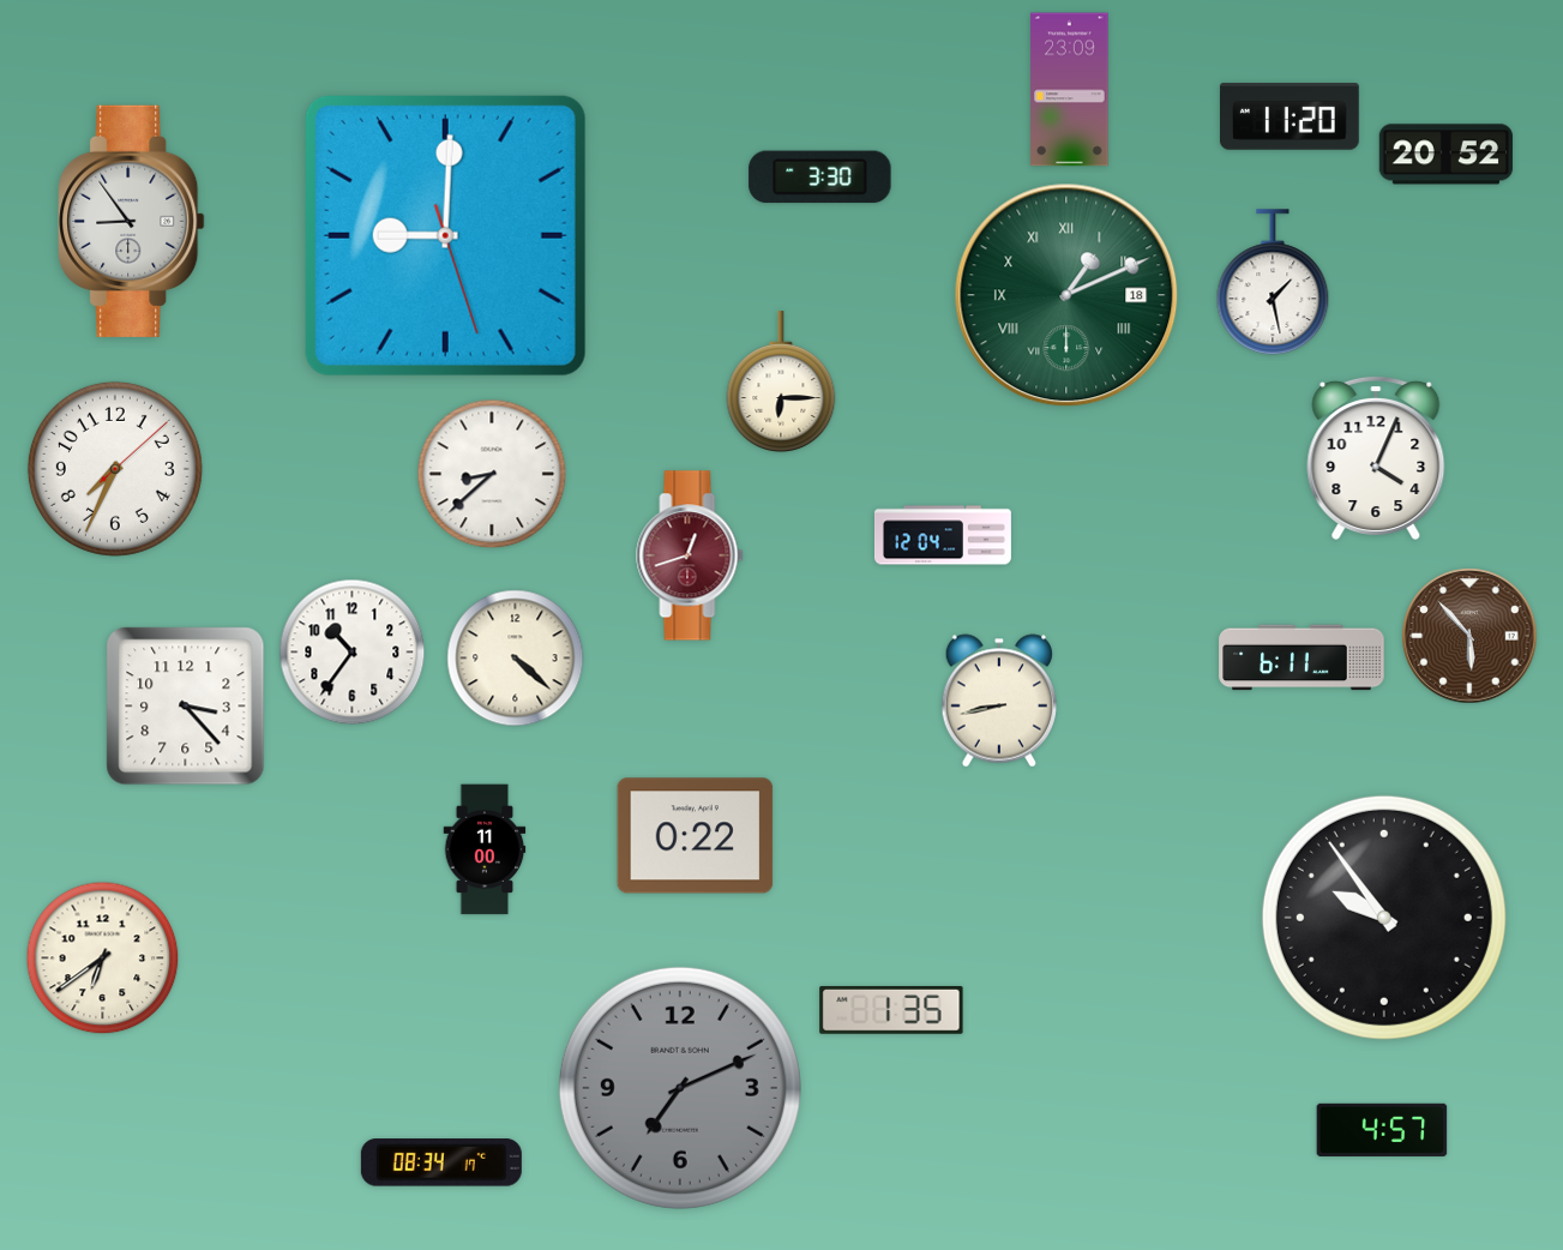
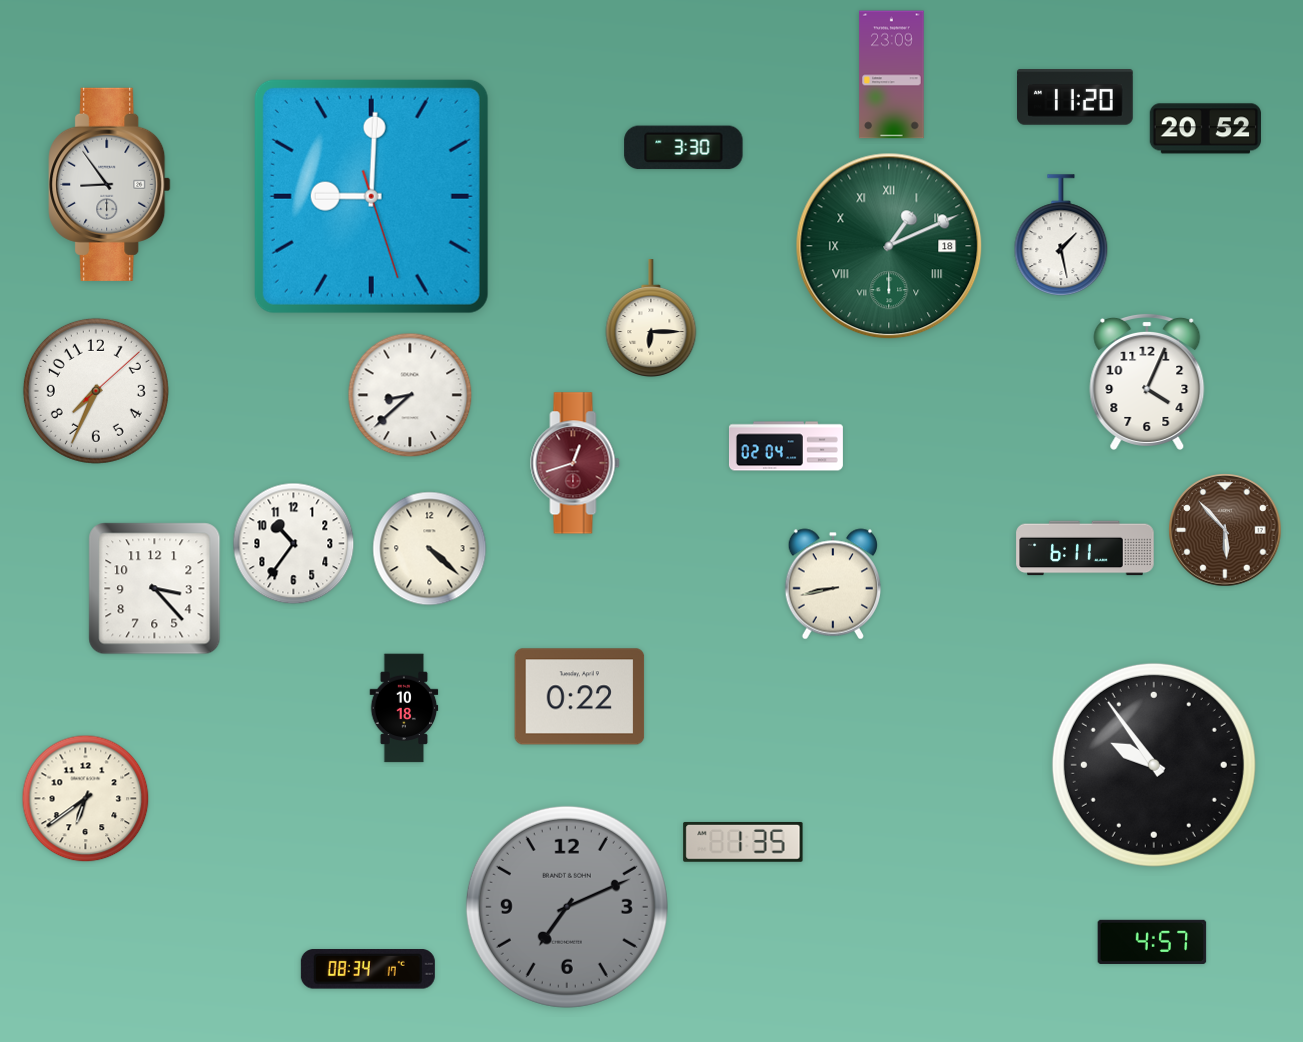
clock at (943, 535): 12:04 -> 02:04
clock at (485, 849): 11:00 -> 10:18
